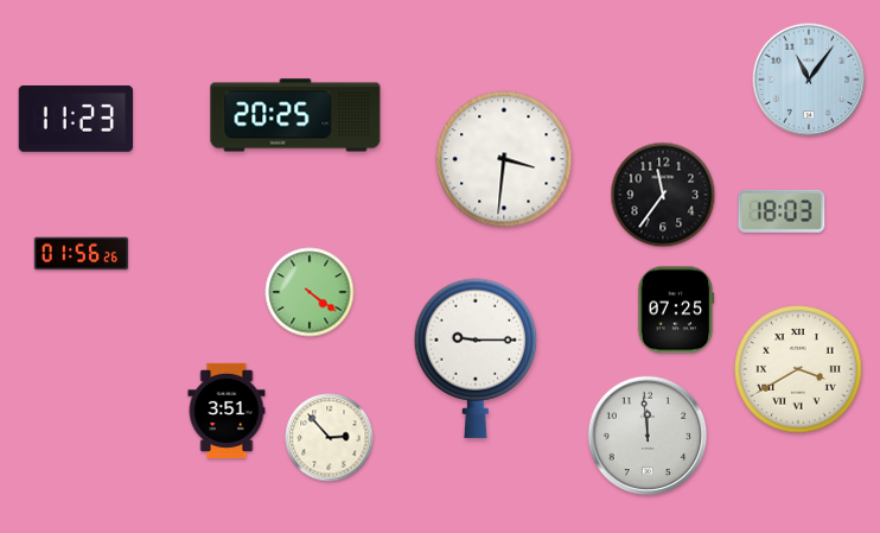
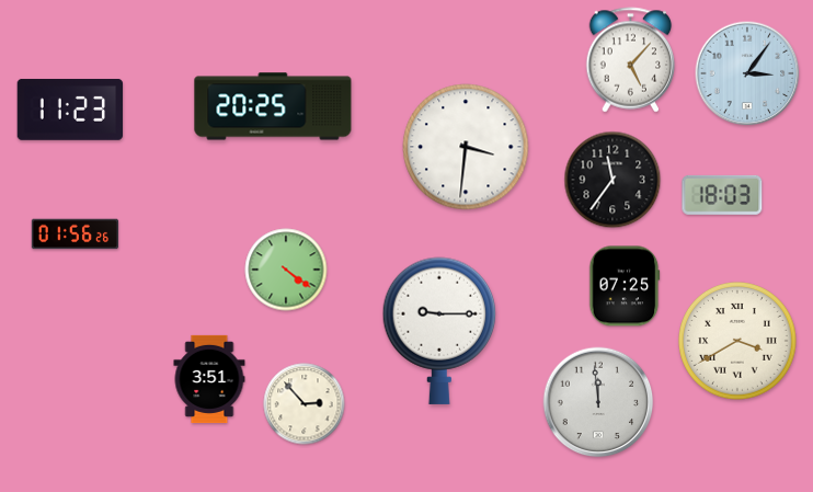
clock at (631, 60): none -> 5:07
clock at (809, 80): 11:06 -> 3:06
